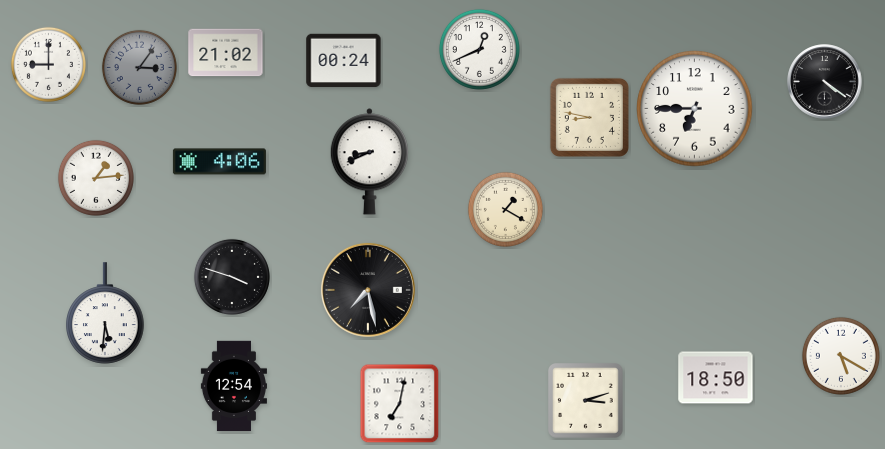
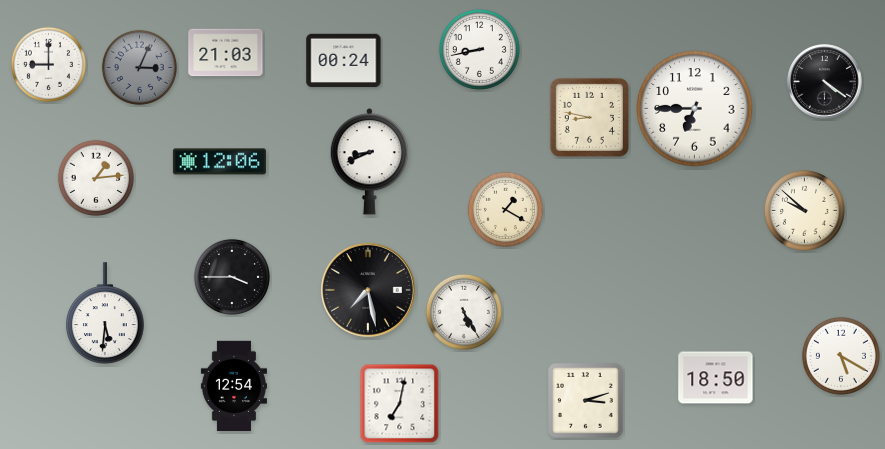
clock at (479, 49): 12:41 -> 8:43
clock at (226, 53): 21:02 -> 21:03
clock at (139, 67): 3:06 -> 3:04
clock at (219, 162): 4:06 -> 12:06
clock at (804, 210): none -> 9:52
clock at (232, 277): 3:48 -> 3:45
clock at (464, 312): none -> 5:25
